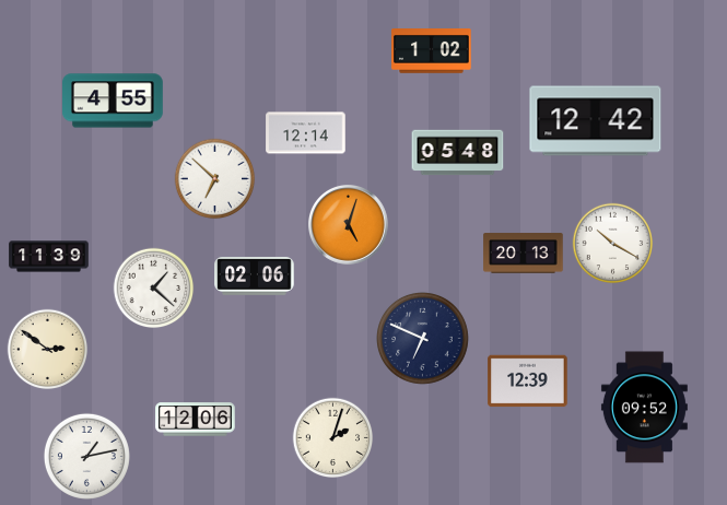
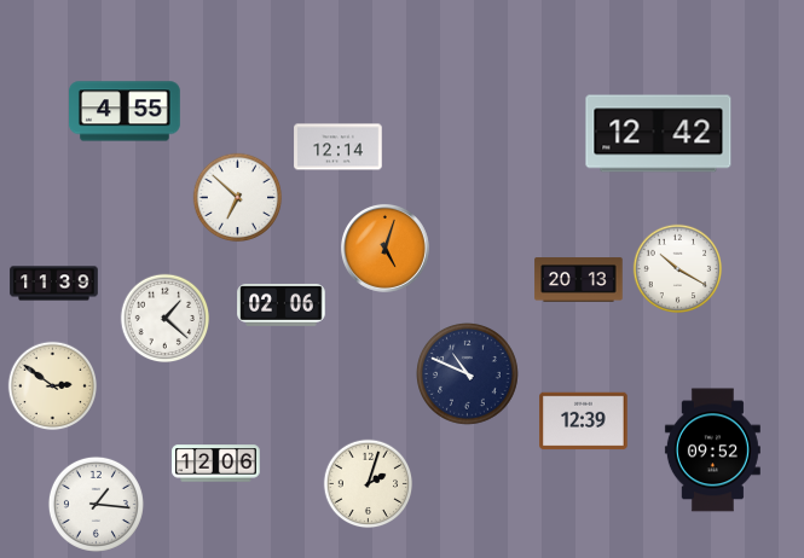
clock at (432, 51): 1:02 -> none
clock at (458, 153): 05:48 -> none
clock at (154, 289) position: (154, 289) -> (166, 319)
clock at (423, 339): 6:49 -> 10:49
clock at (86, 456): 1:13 -> 1:16
